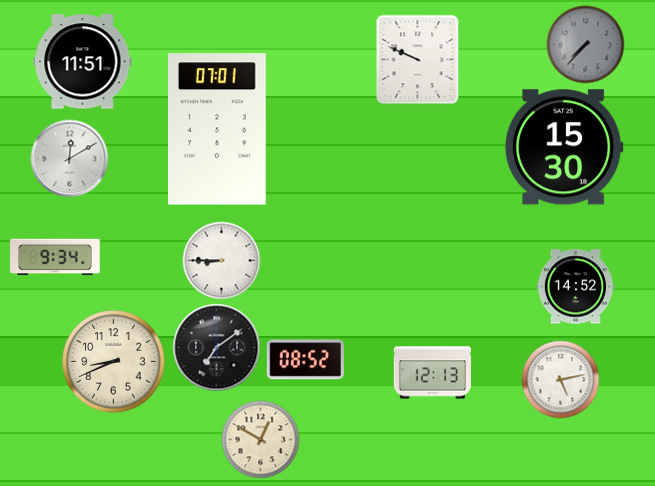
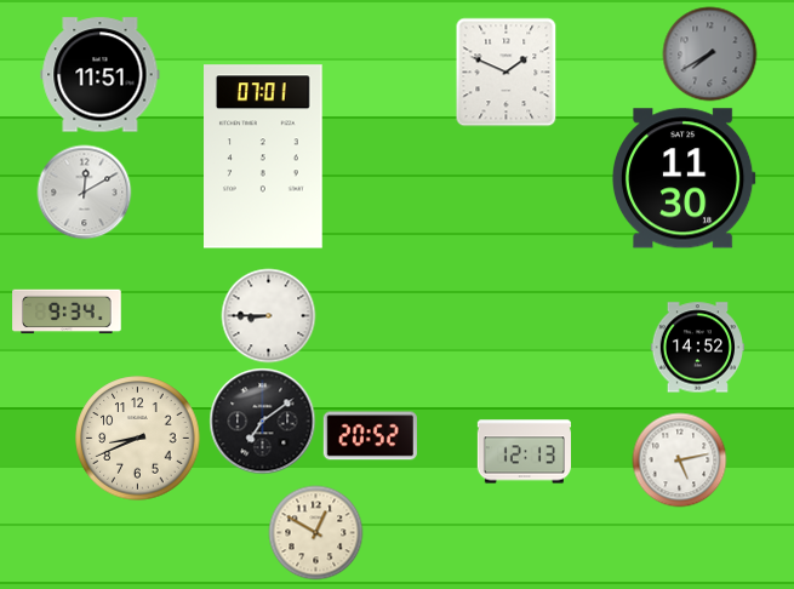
clock at (585, 44): 7:37 -> 7:40
clock at (418, 59): 9:49 -> 1:49
clock at (564, 147): 15:30 -> 11:30
clock at (305, 360): 08:52 -> 20:52
